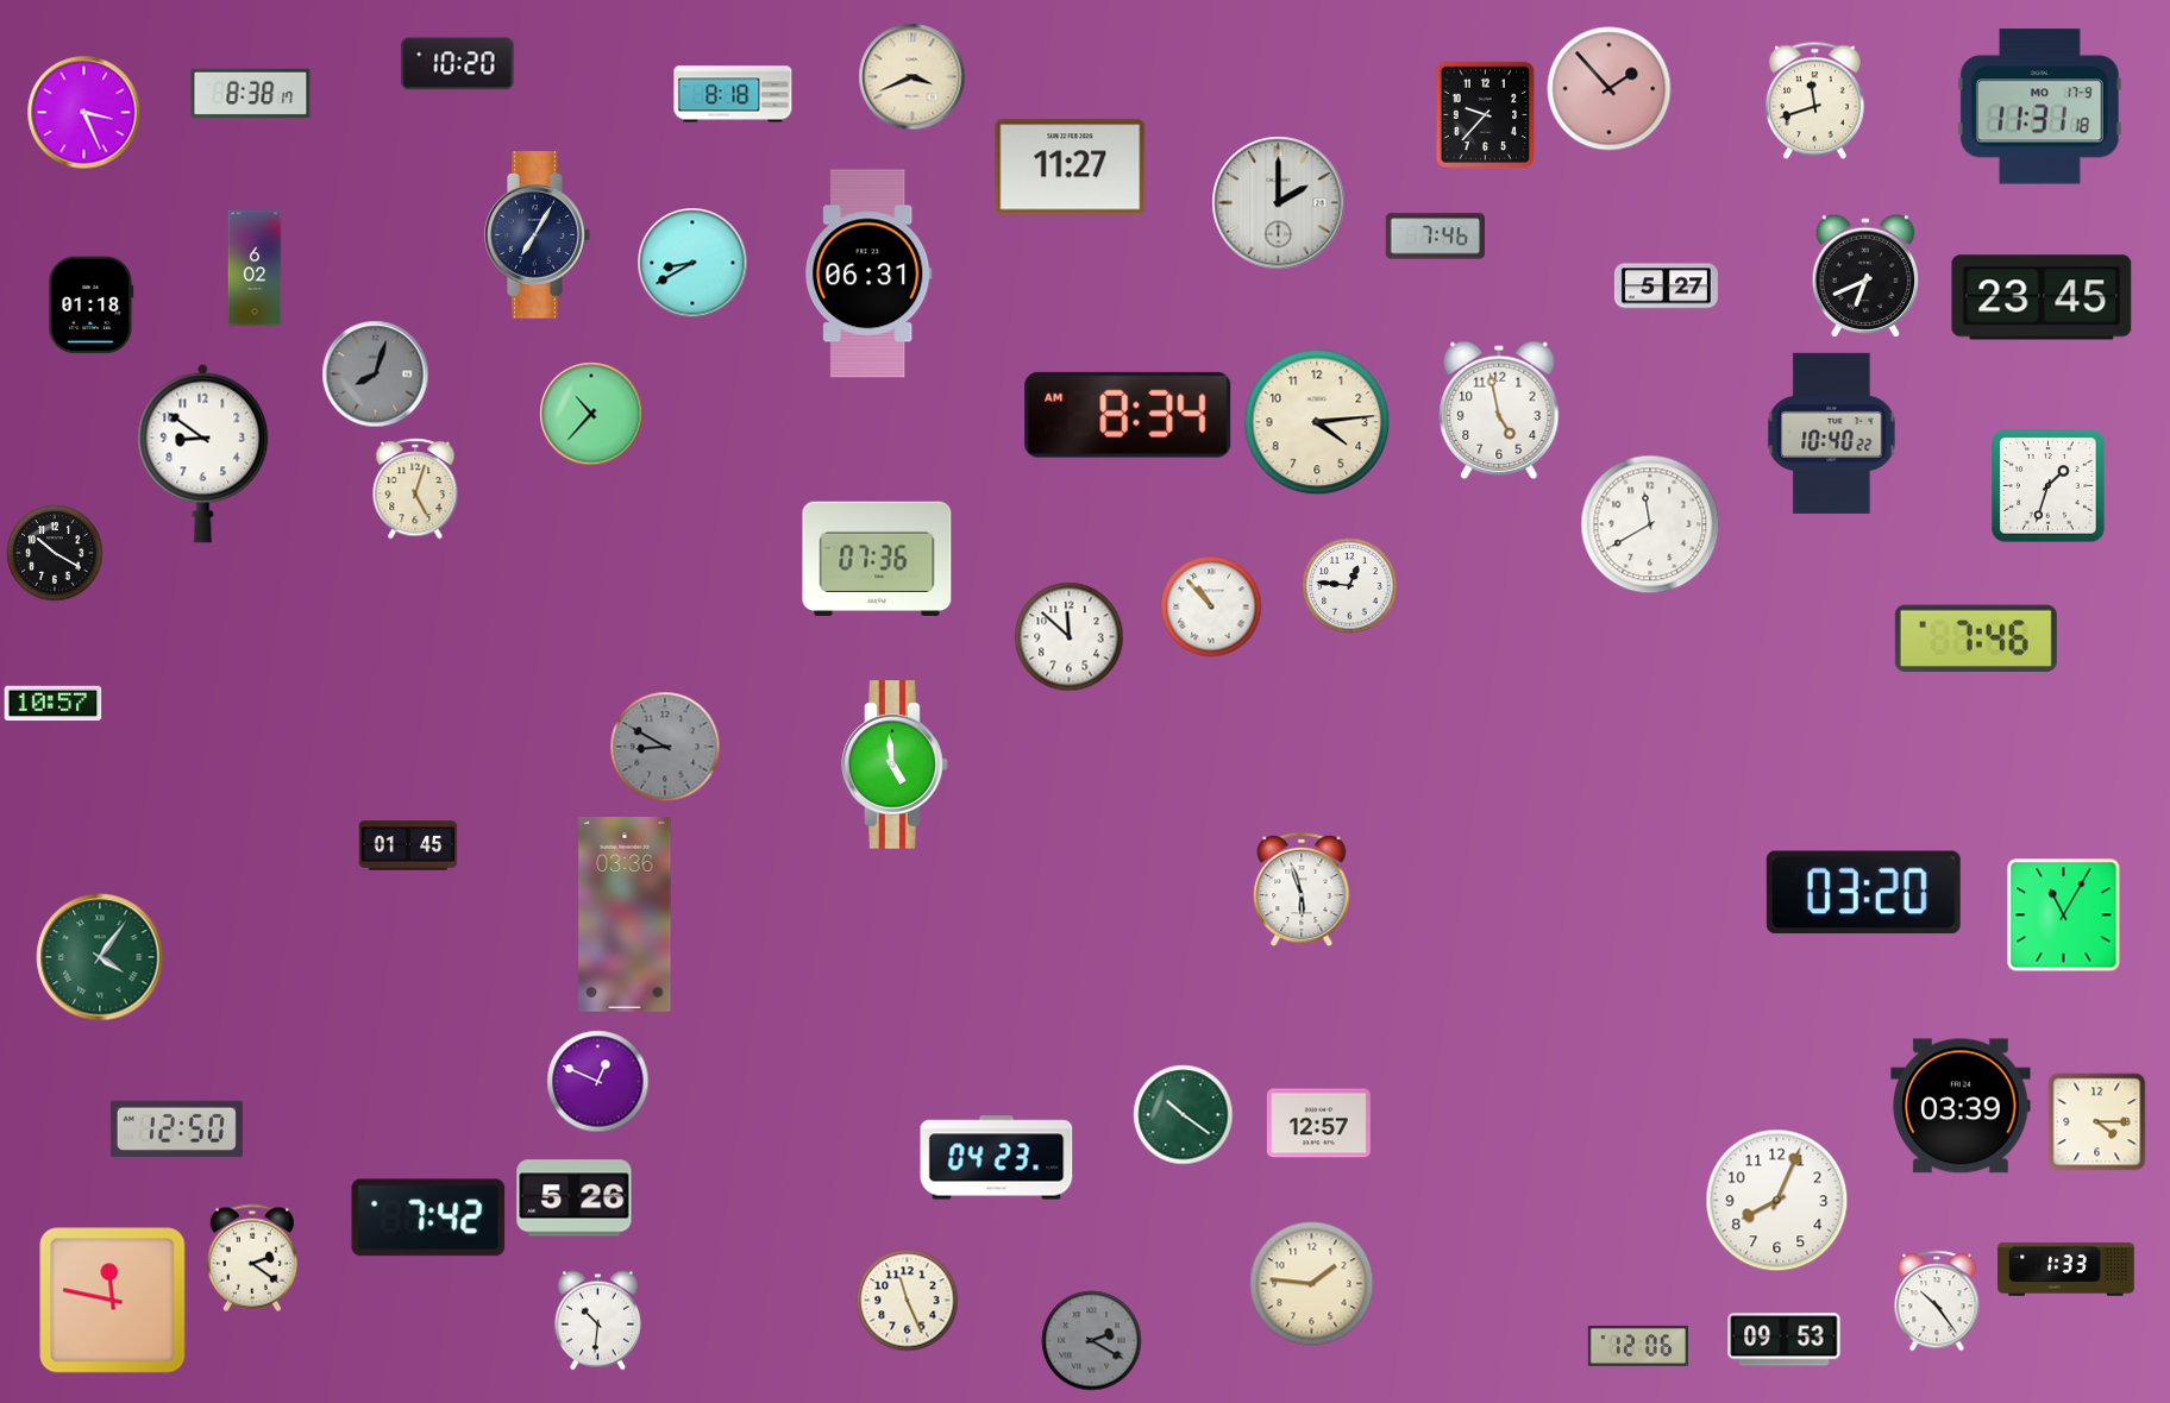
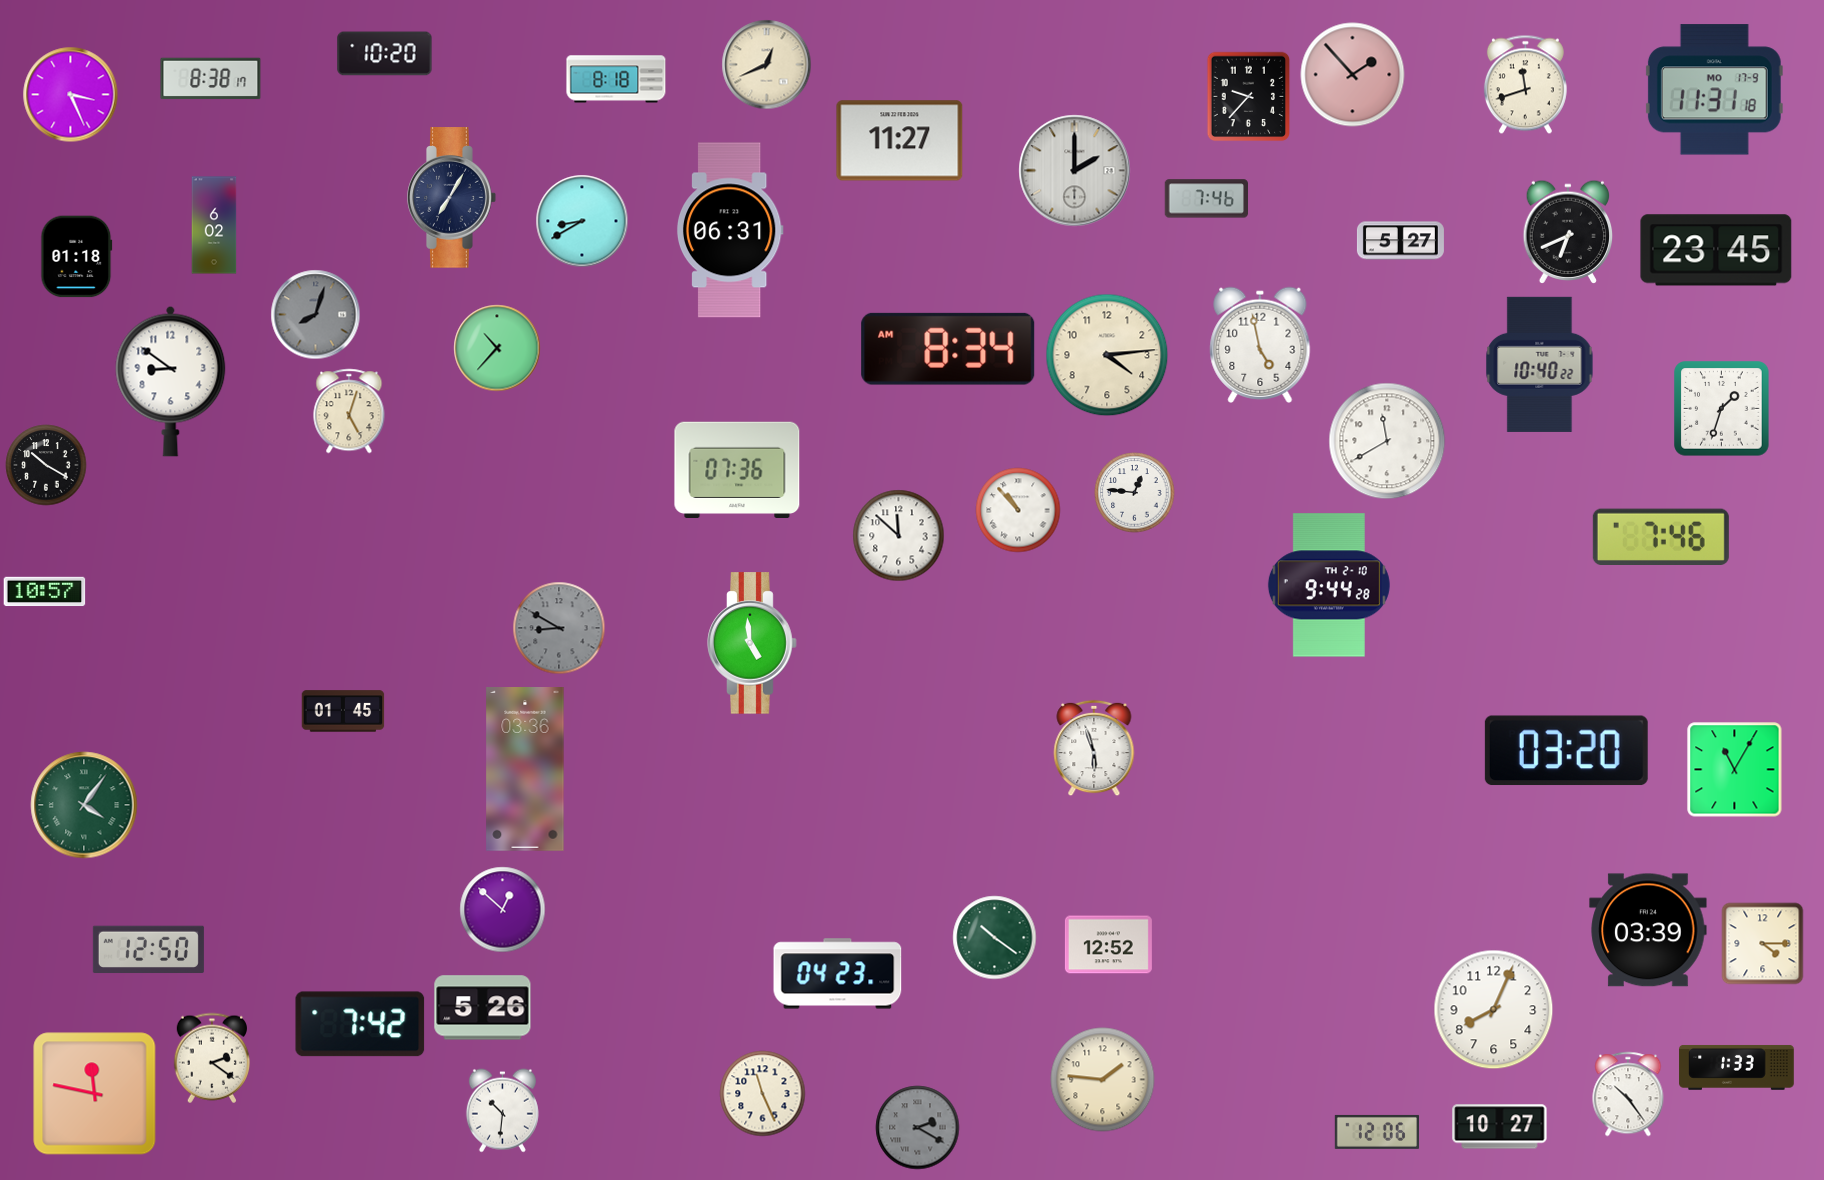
clock at (912, 77): 3:41 -> 12:41
clock at (1329, 585): none -> 9:44
clock at (598, 1082): 12:49 -> 12:52
clock at (1318, 1124): 12:57 -> 12:52
clock at (1785, 1340): 09:53 -> 10:27
